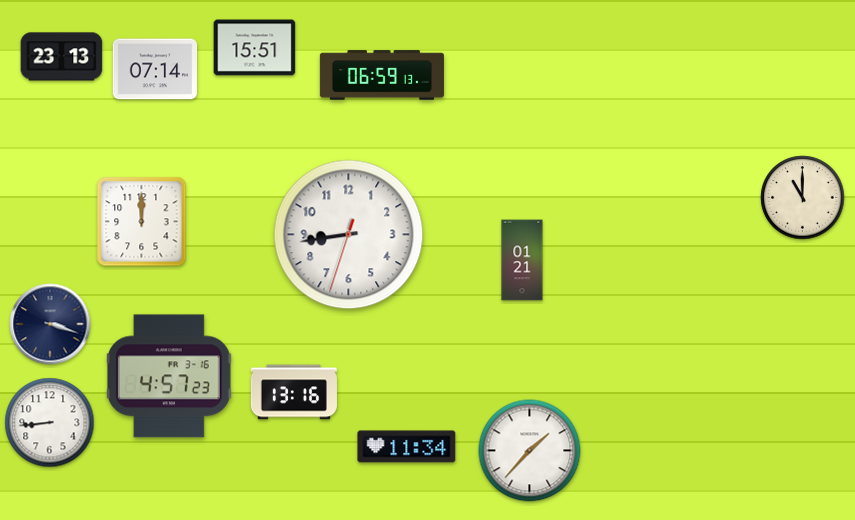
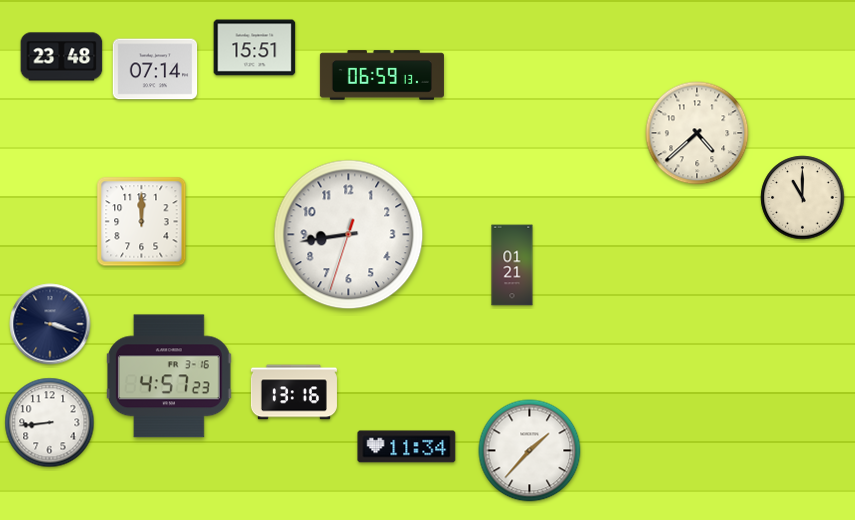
clock at (62, 57): 23:13 -> 23:48
clock at (697, 133): none -> 4:38
clock at (522, 260) position: (522, 260) -> (512, 265)
